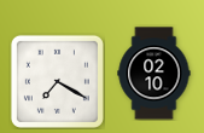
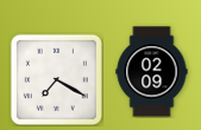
clock at (155, 74): 02:10 -> 02:09
